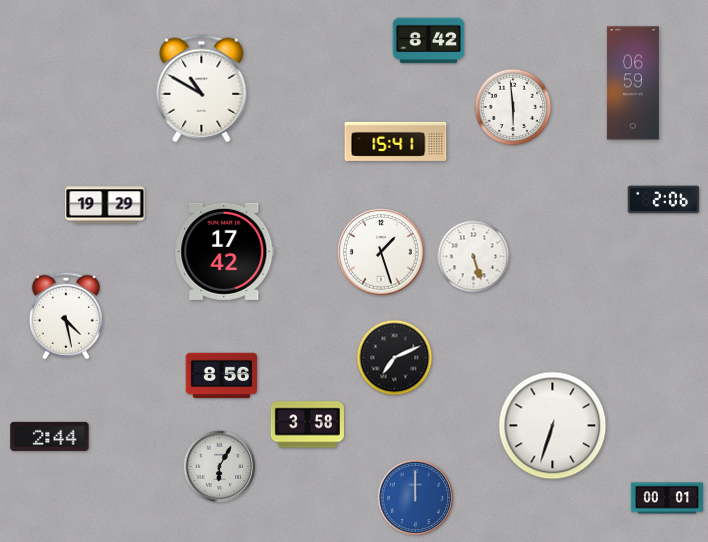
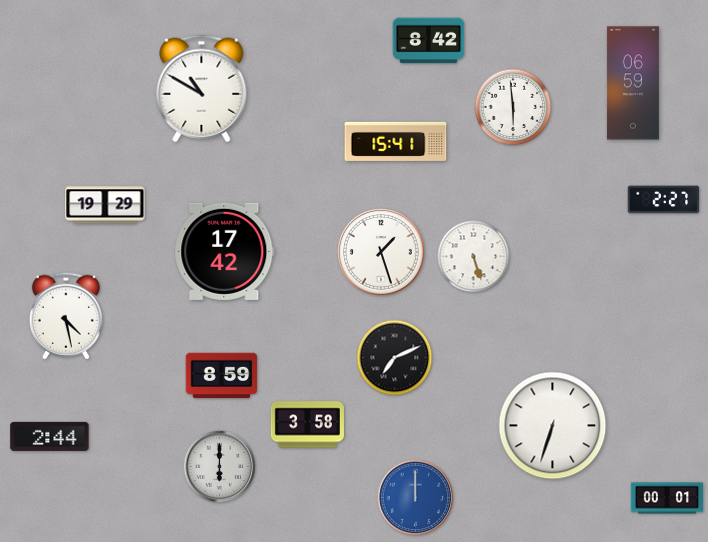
clock at (664, 200): 2:06 -> 2:27
clock at (222, 376): 8:56 -> 8:59
clock at (220, 467): 6:05 -> 6:00
